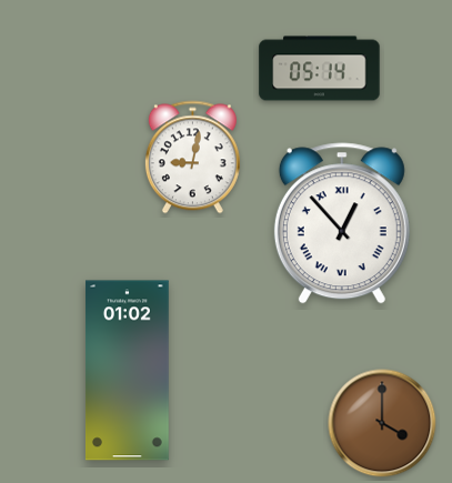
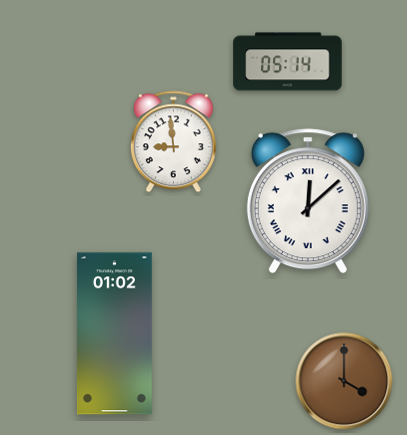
clock at (192, 158): 9:02 -> 8:59
clock at (342, 223): 12:53 -> 12:08
